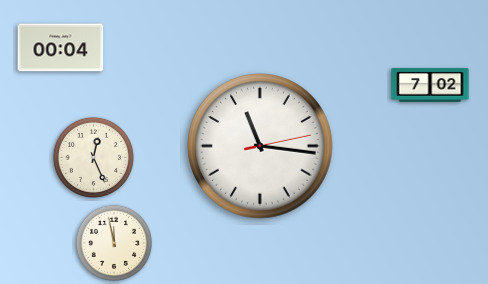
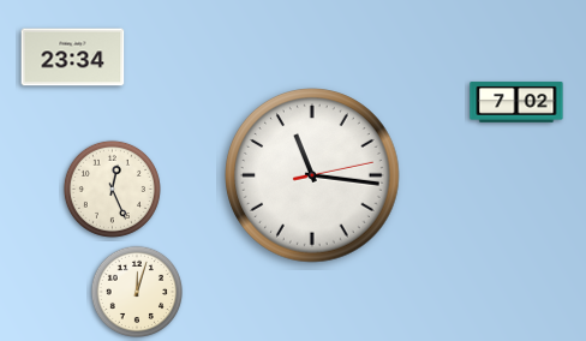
clock at (61, 48): 00:04 -> 23:34
clock at (114, 243): 11:58 -> 12:03
